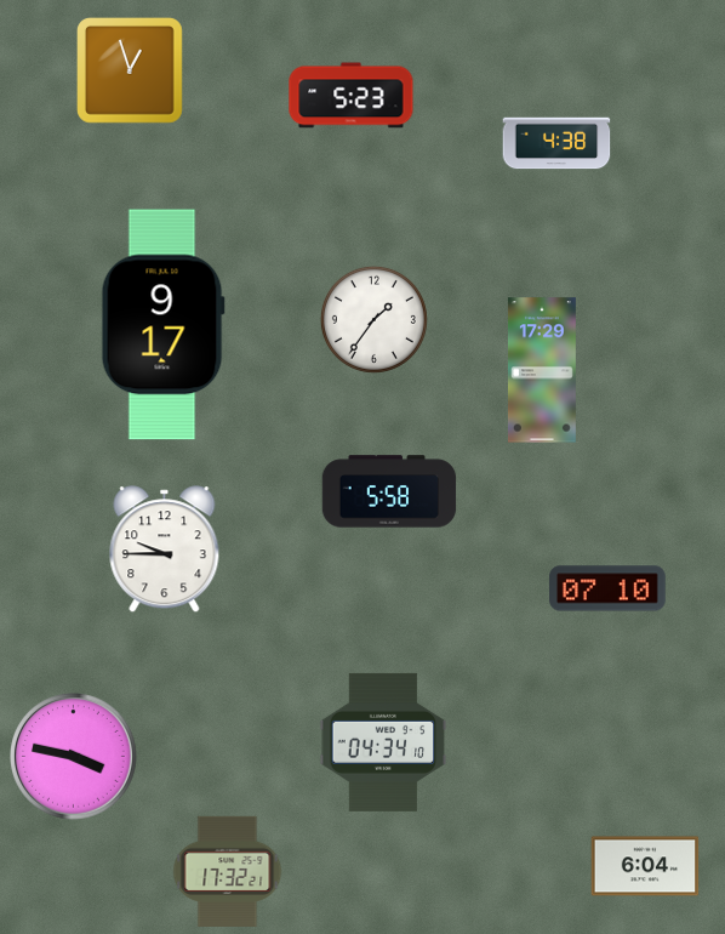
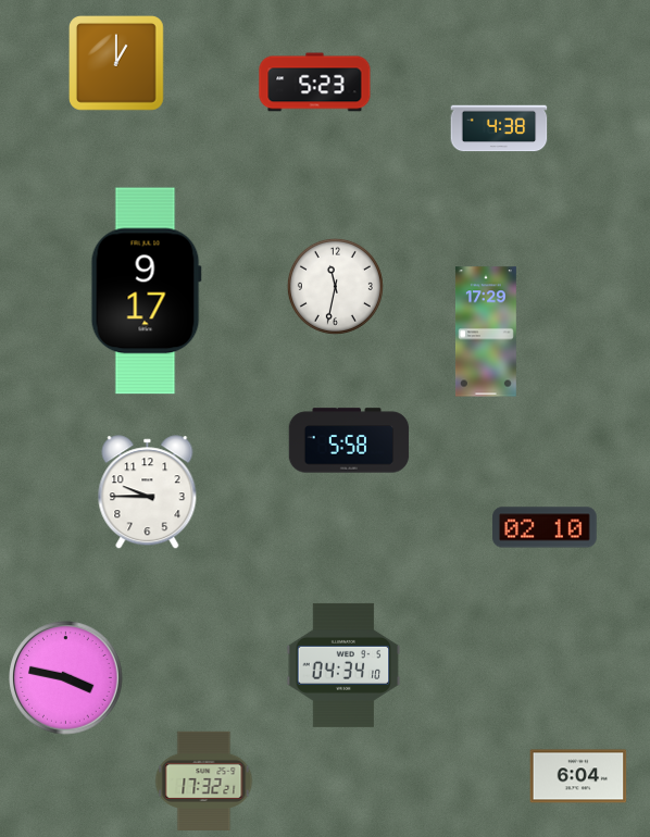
clock at (131, 72): 12:57 -> 1:00
clock at (352, 96) position: (352, 96) -> (315, 83)
clock at (373, 319): 1:36 -> 11:32
clock at (607, 588): 07:10 -> 02:10
